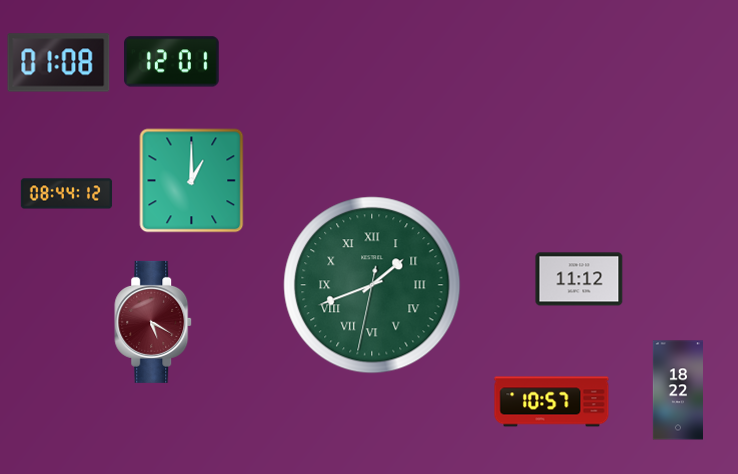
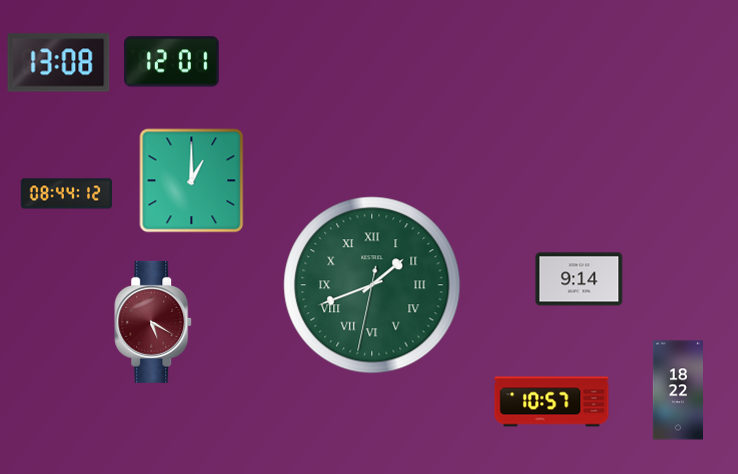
clock at (59, 63): 01:08 -> 13:08
clock at (579, 279): 11:12 -> 9:14
